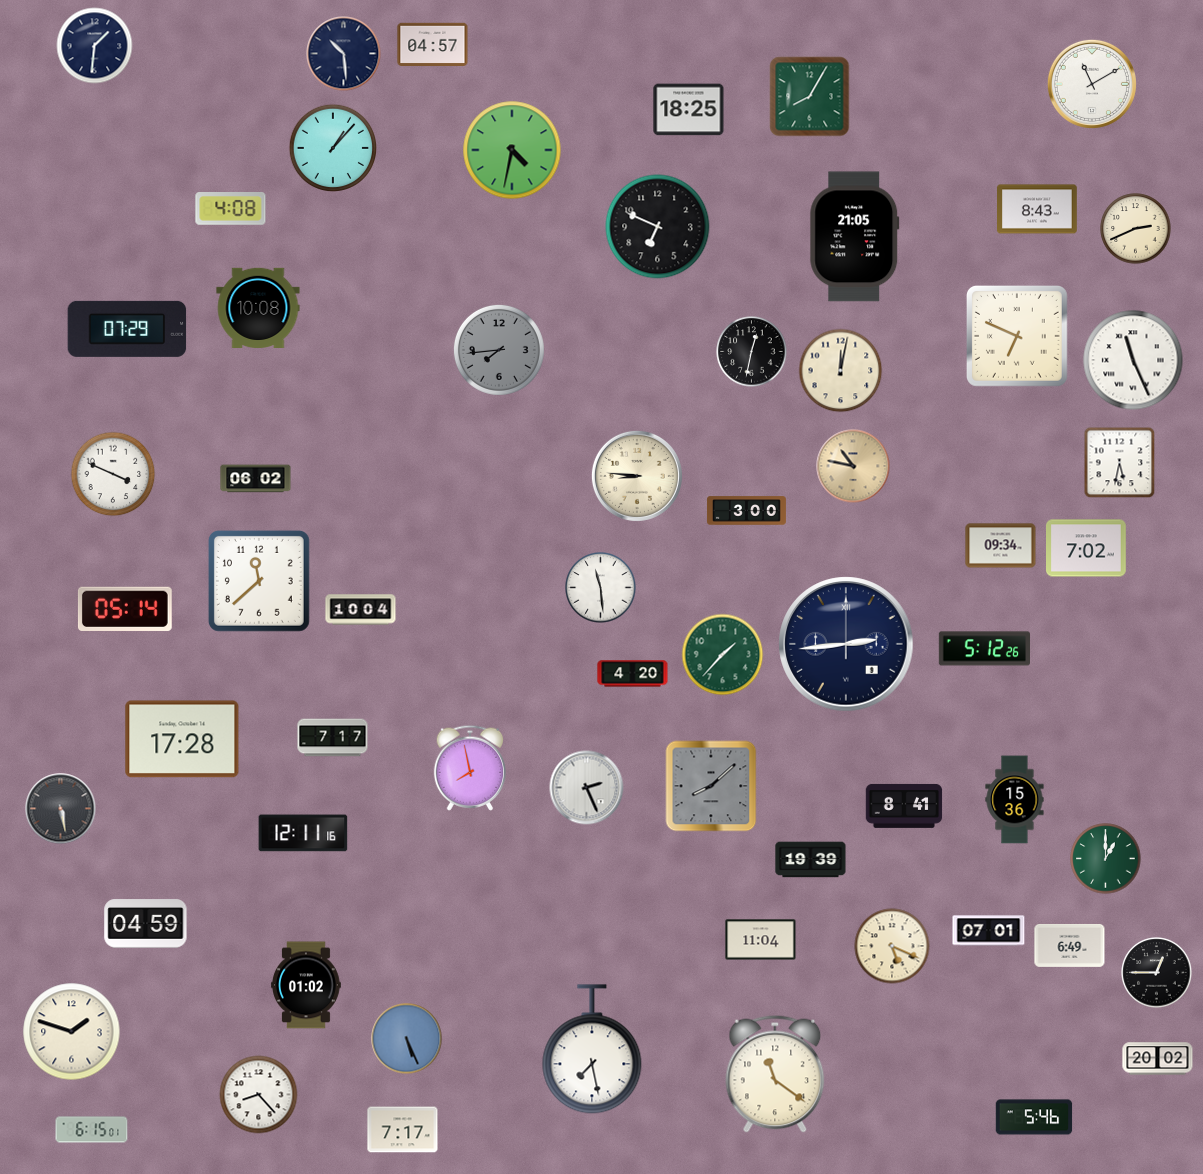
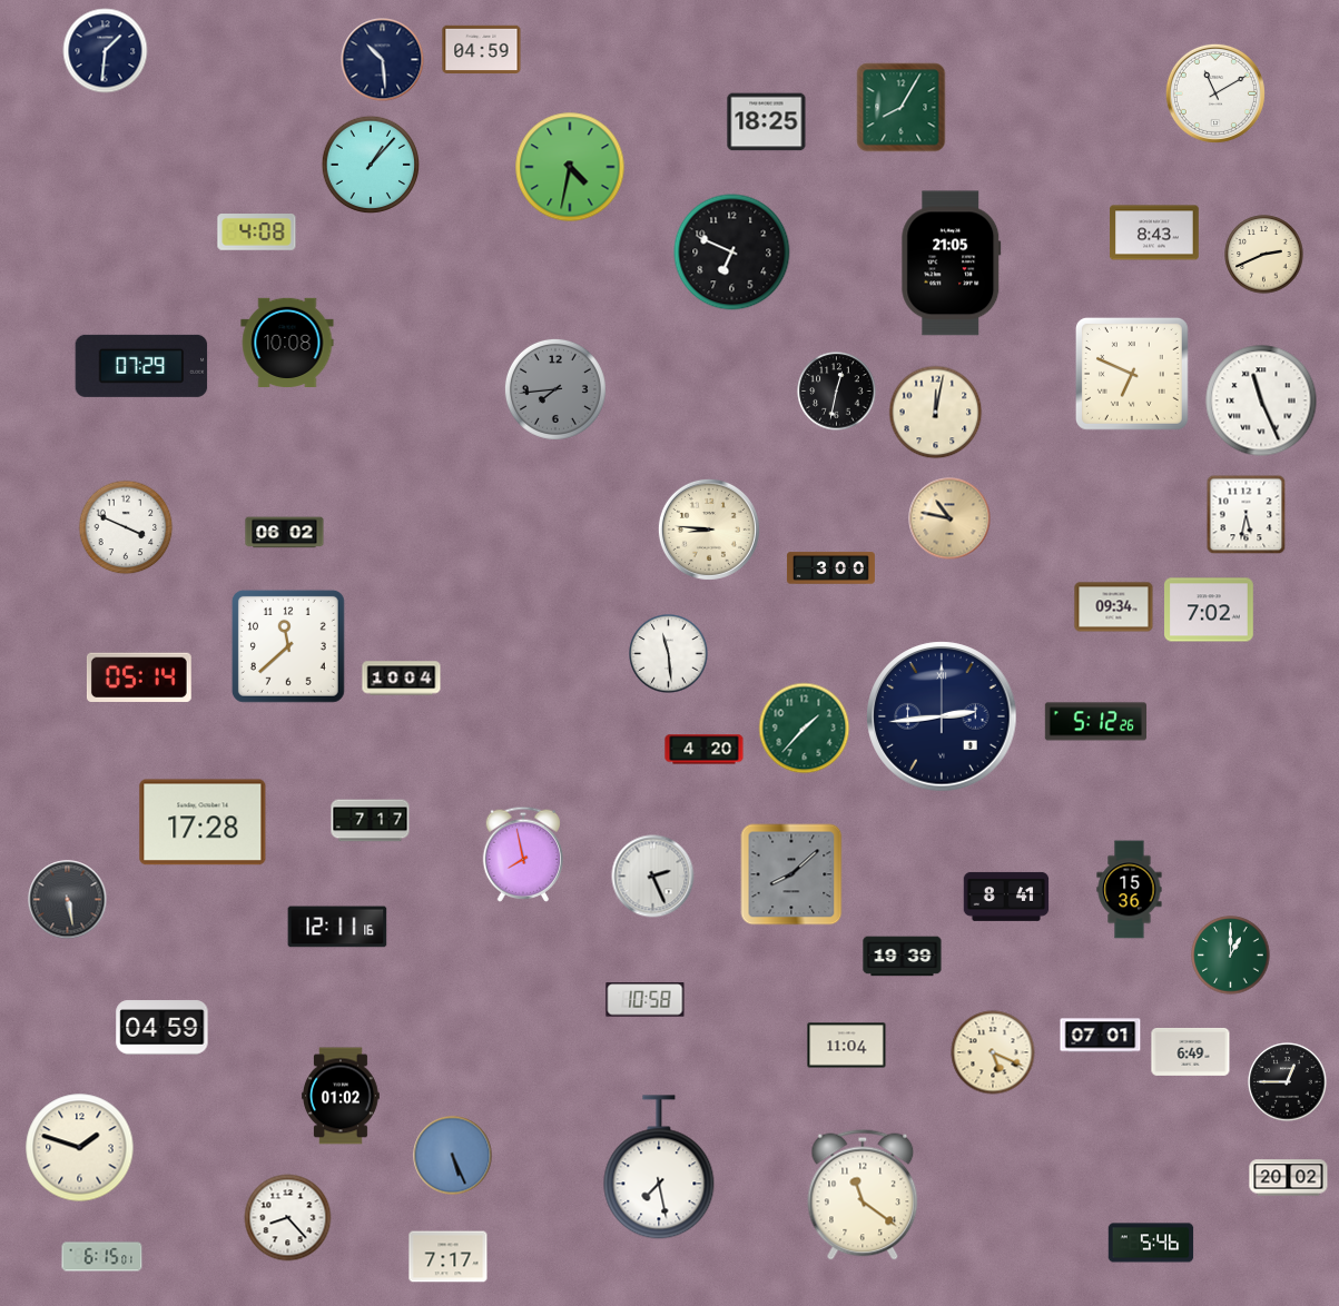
clock at (433, 44): 04:57 -> 04:59
clock at (646, 1000): none -> 10:58
